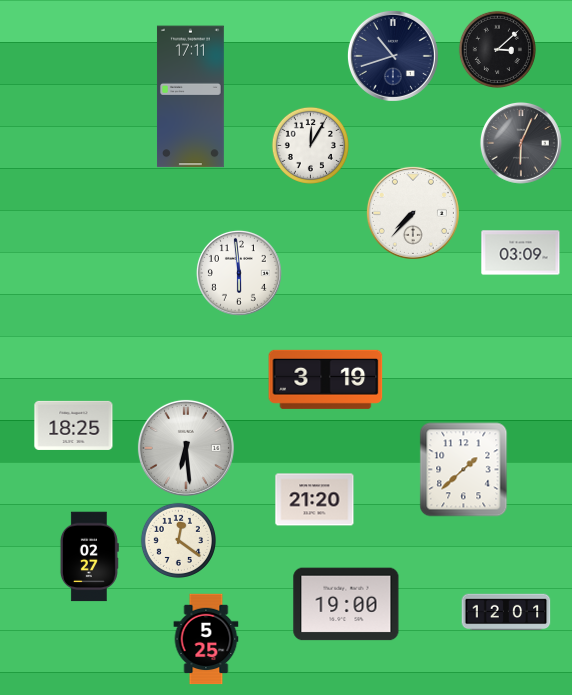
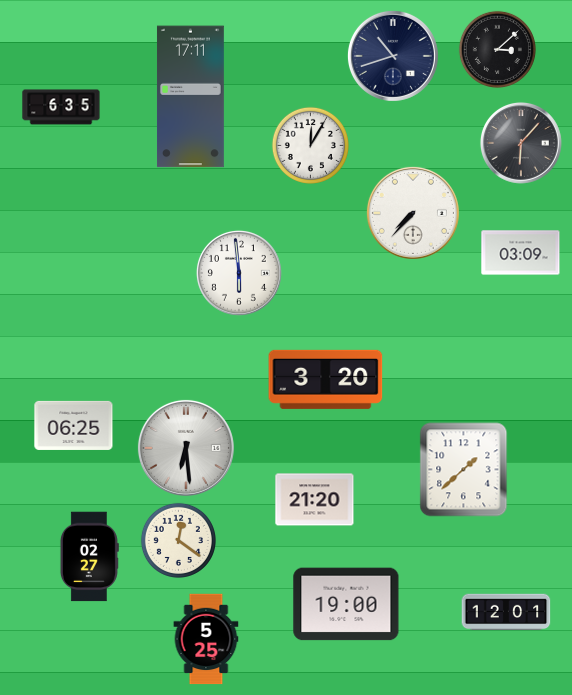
clock at (61, 107): none -> 6:35
clock at (521, 143): 6:04 -> 6:07
clock at (326, 379): 3:19 -> 3:20
clock at (74, 425): 18:25 -> 06:25
